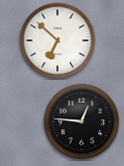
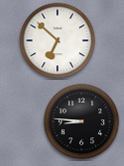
clock at (82, 122): 12:46 -> 8:46
